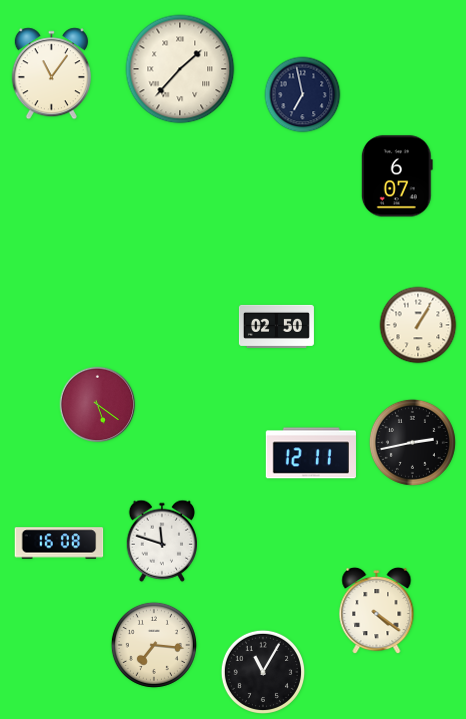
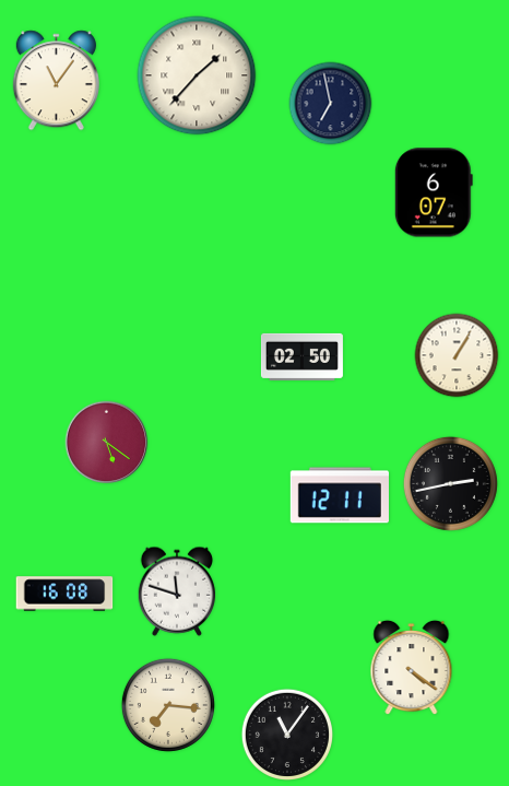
clock at (262, 671): 11:05 -> 11:06
